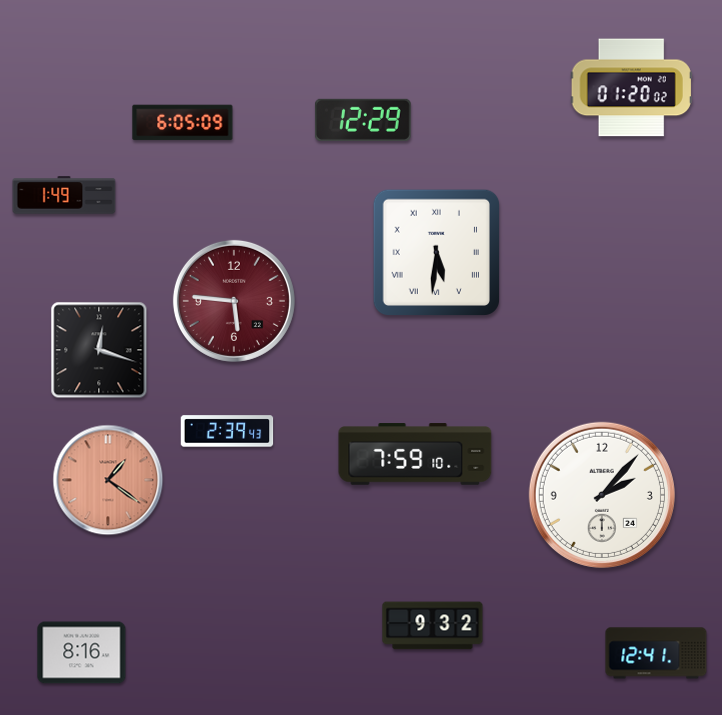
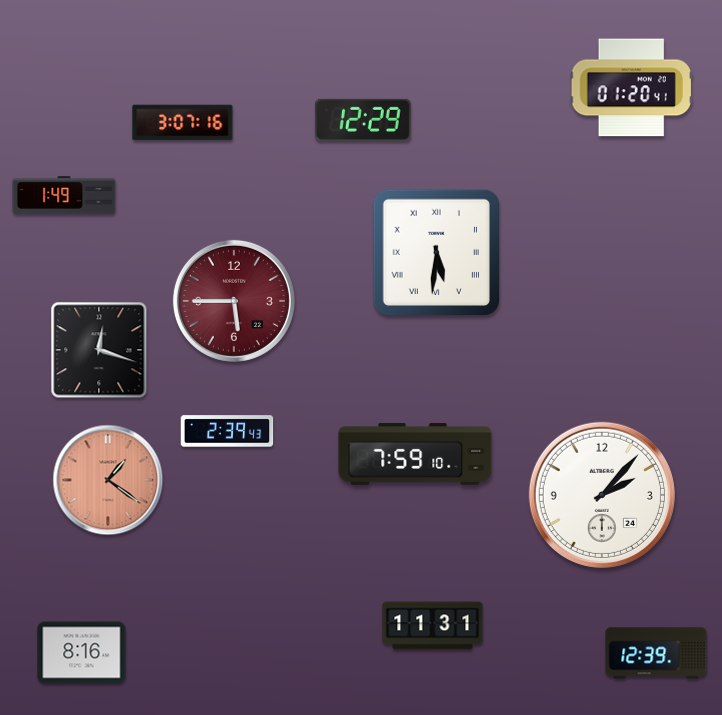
clock at (631, 88): 01:20:02 -> 01:20:41
clock at (183, 123): 6:05 -> 3:07
clock at (234, 301): 5:46 -> 5:45
clock at (433, 626): 9:32 -> 11:31
clock at (656, 653): 12:41 -> 12:39
